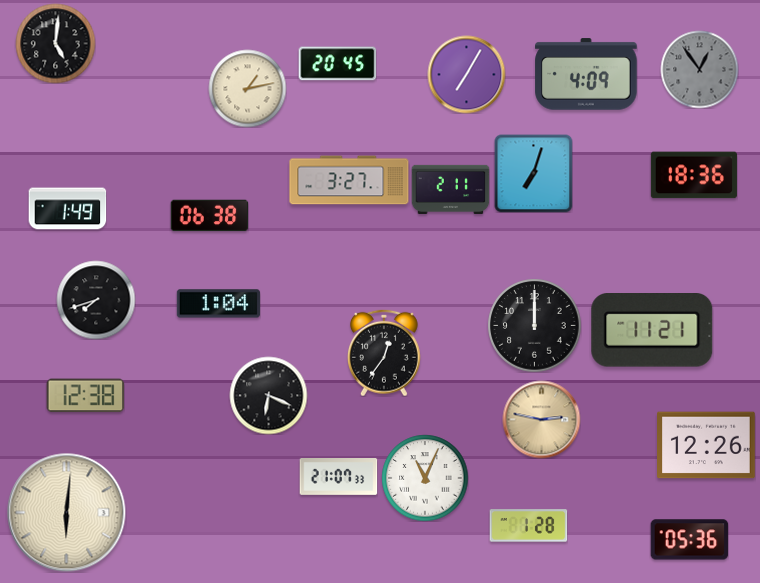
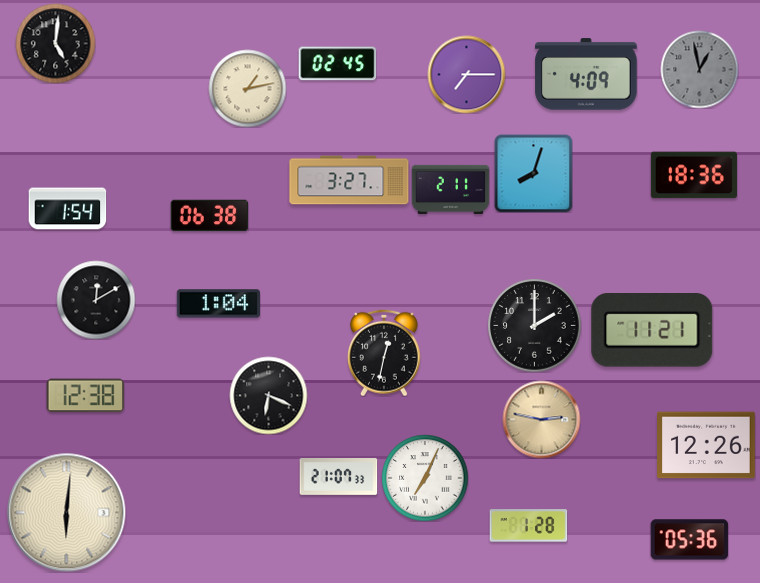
clock at (337, 64): 20:45 -> 02:45
clock at (699, 69): 12:54 -> 12:58
clock at (466, 74): 7:05 -> 7:15
clock at (533, 173): 7:03 -> 8:03
clock at (67, 209): 1:49 -> 1:54
clock at (96, 300): 7:42 -> 12:10
clock at (534, 325): 12:00 -> 2:00
clock at (385, 353): 12:36 -> 12:32
clock at (425, 478): 11:04 -> 7:04
